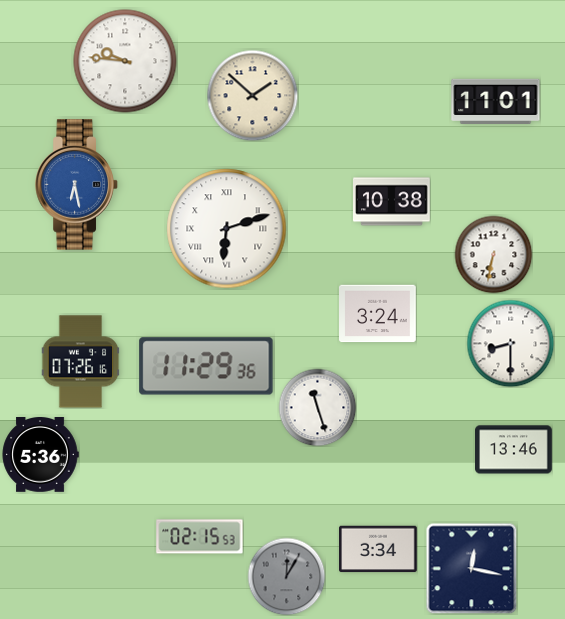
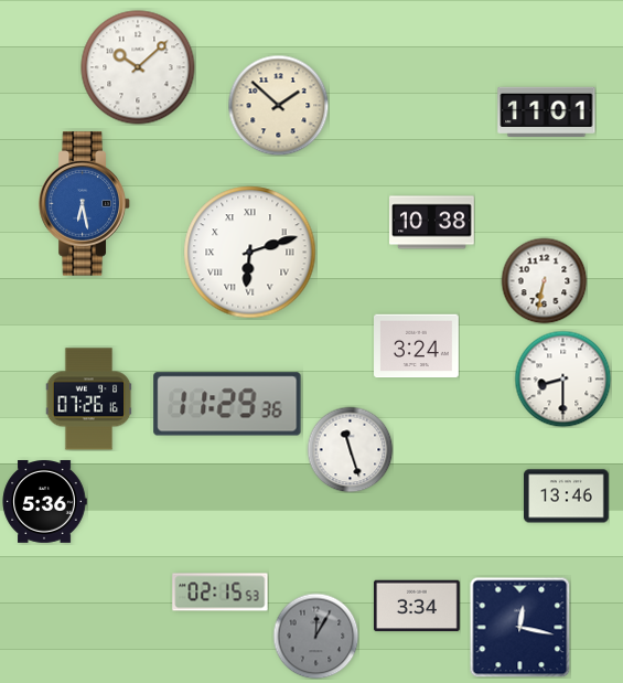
clock at (125, 61): 9:46 -> 10:08
